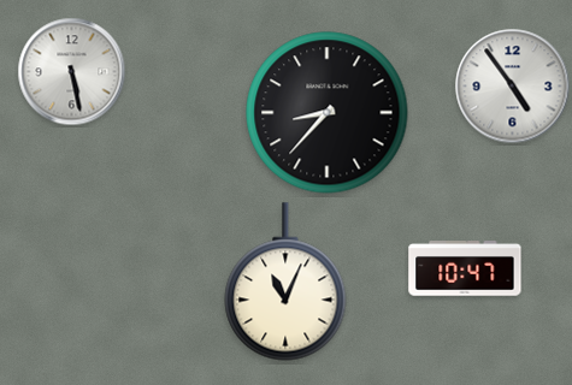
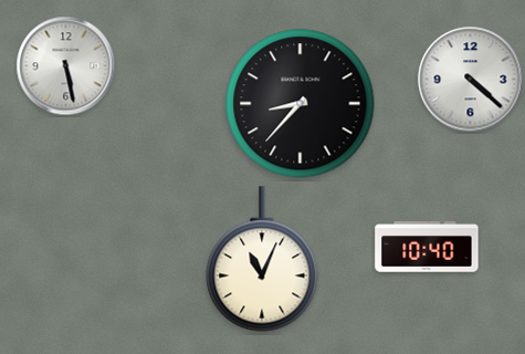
clock at (513, 87): 4:54 -> 4:22
clock at (465, 268): 10:47 -> 10:40
